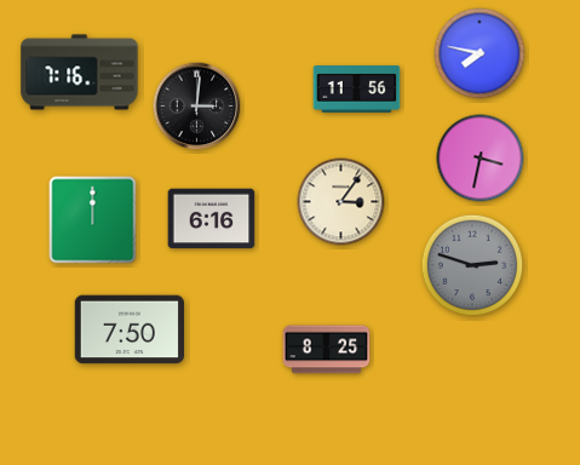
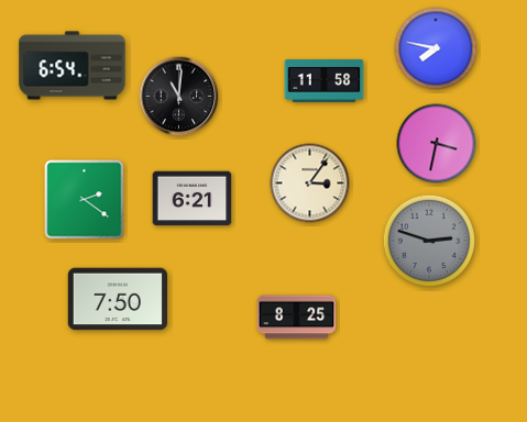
clock at (80, 73): 7:16 -> 6:54
clock at (357, 90): 11:56 -> 11:58
clock at (197, 107): 3:01 -> 11:01
clock at (212, 219): 6:16 -> 6:21
clock at (93, 220): 12:00 -> 2:21
